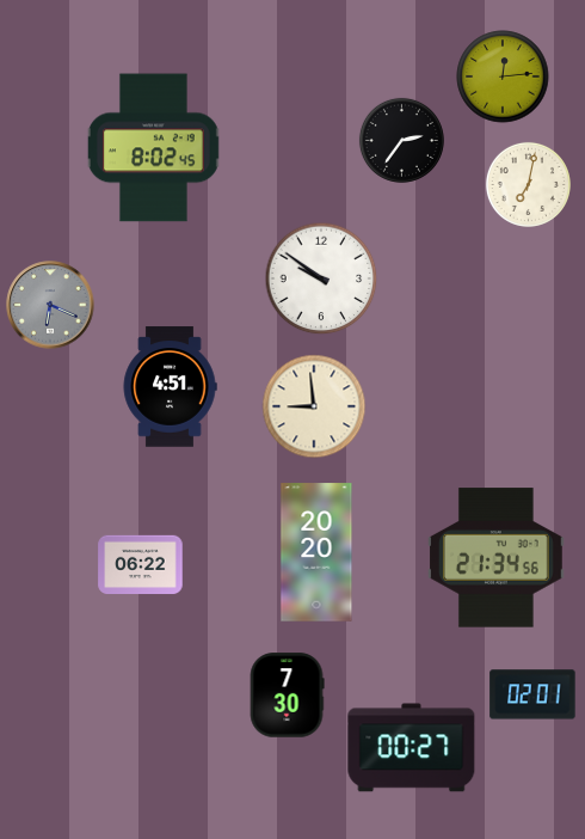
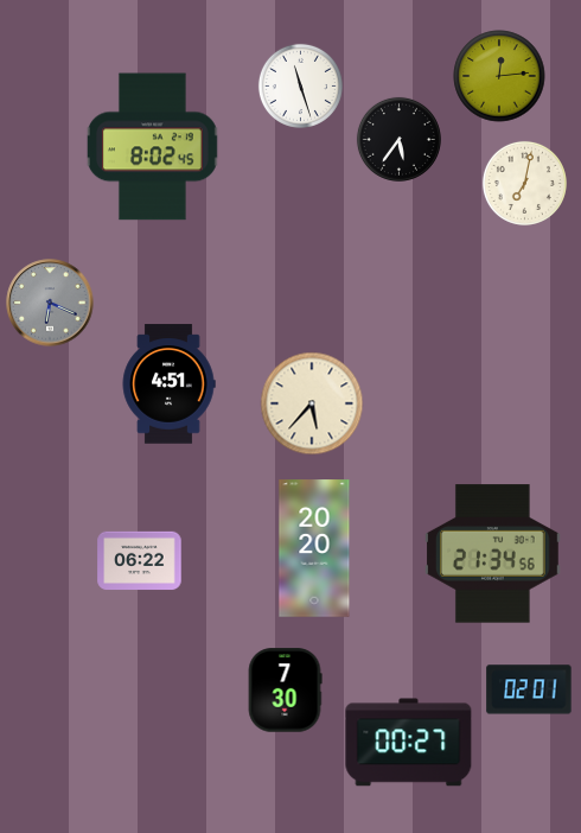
clock at (300, 85): none -> 11:27
clock at (401, 140): 2:36 -> 5:36
clock at (321, 278): 9:51 -> none
clock at (314, 406): 8:59 -> 5:37
